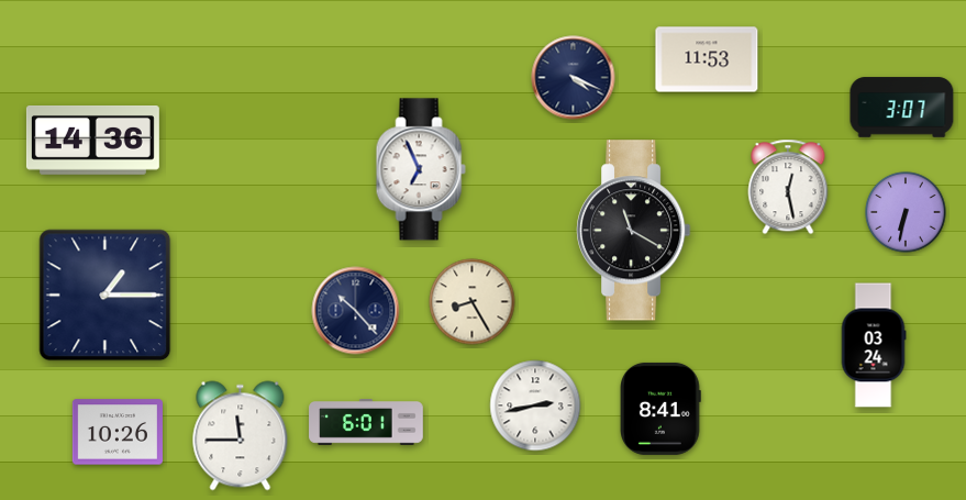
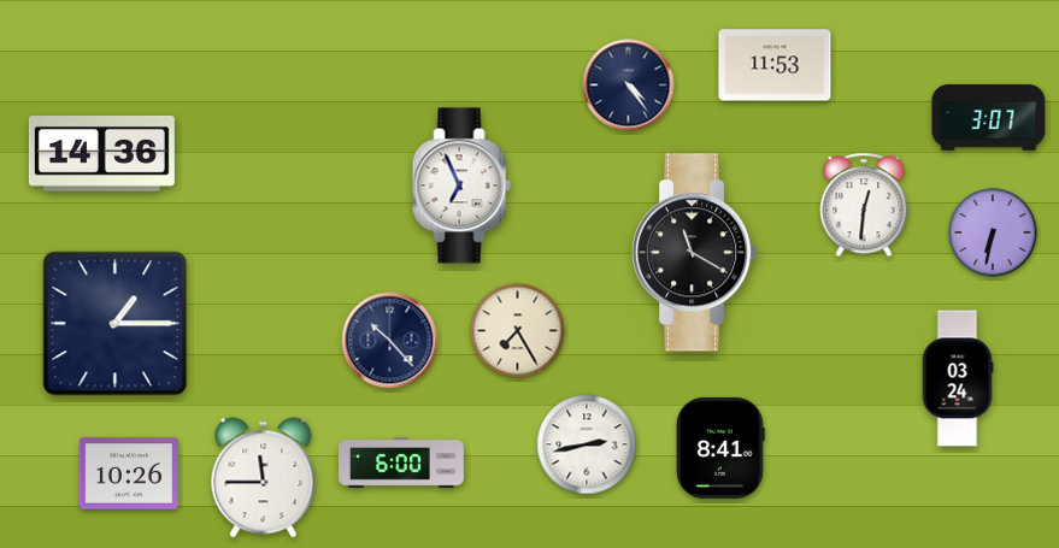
clock at (574, 78): 4:19 -> 4:24
clock at (788, 187): 12:28 -> 12:31
clock at (473, 302): 8:25 -> 7:25
clock at (662, 409) position: (662, 409) -> (722, 448)
clock at (366, 423): 6:01 -> 6:00
